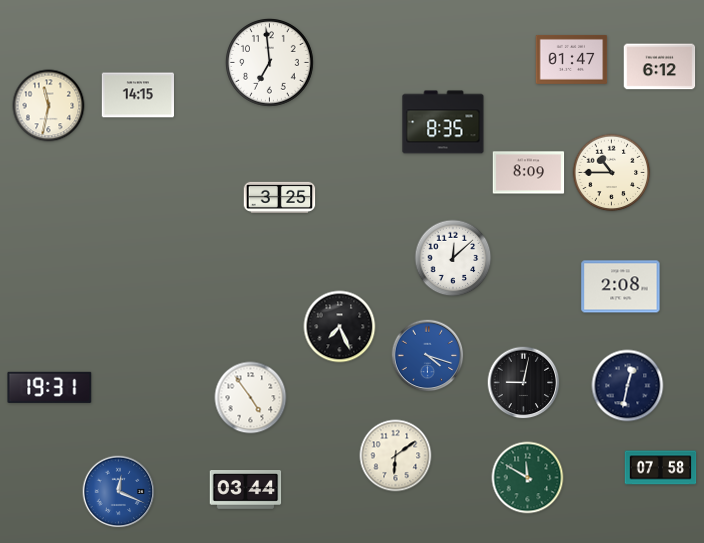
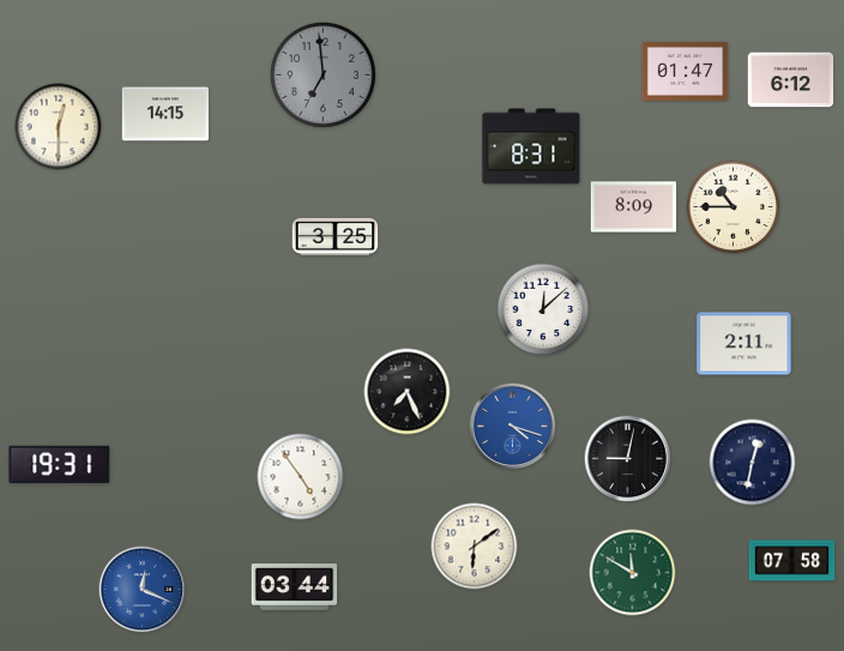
clock at (270, 63) dial: white -> grey
clock at (49, 106): 11:32 -> 12:30
clock at (443, 122): 8:35 -> 8:31
clock at (621, 287): 2:08 -> 2:11
